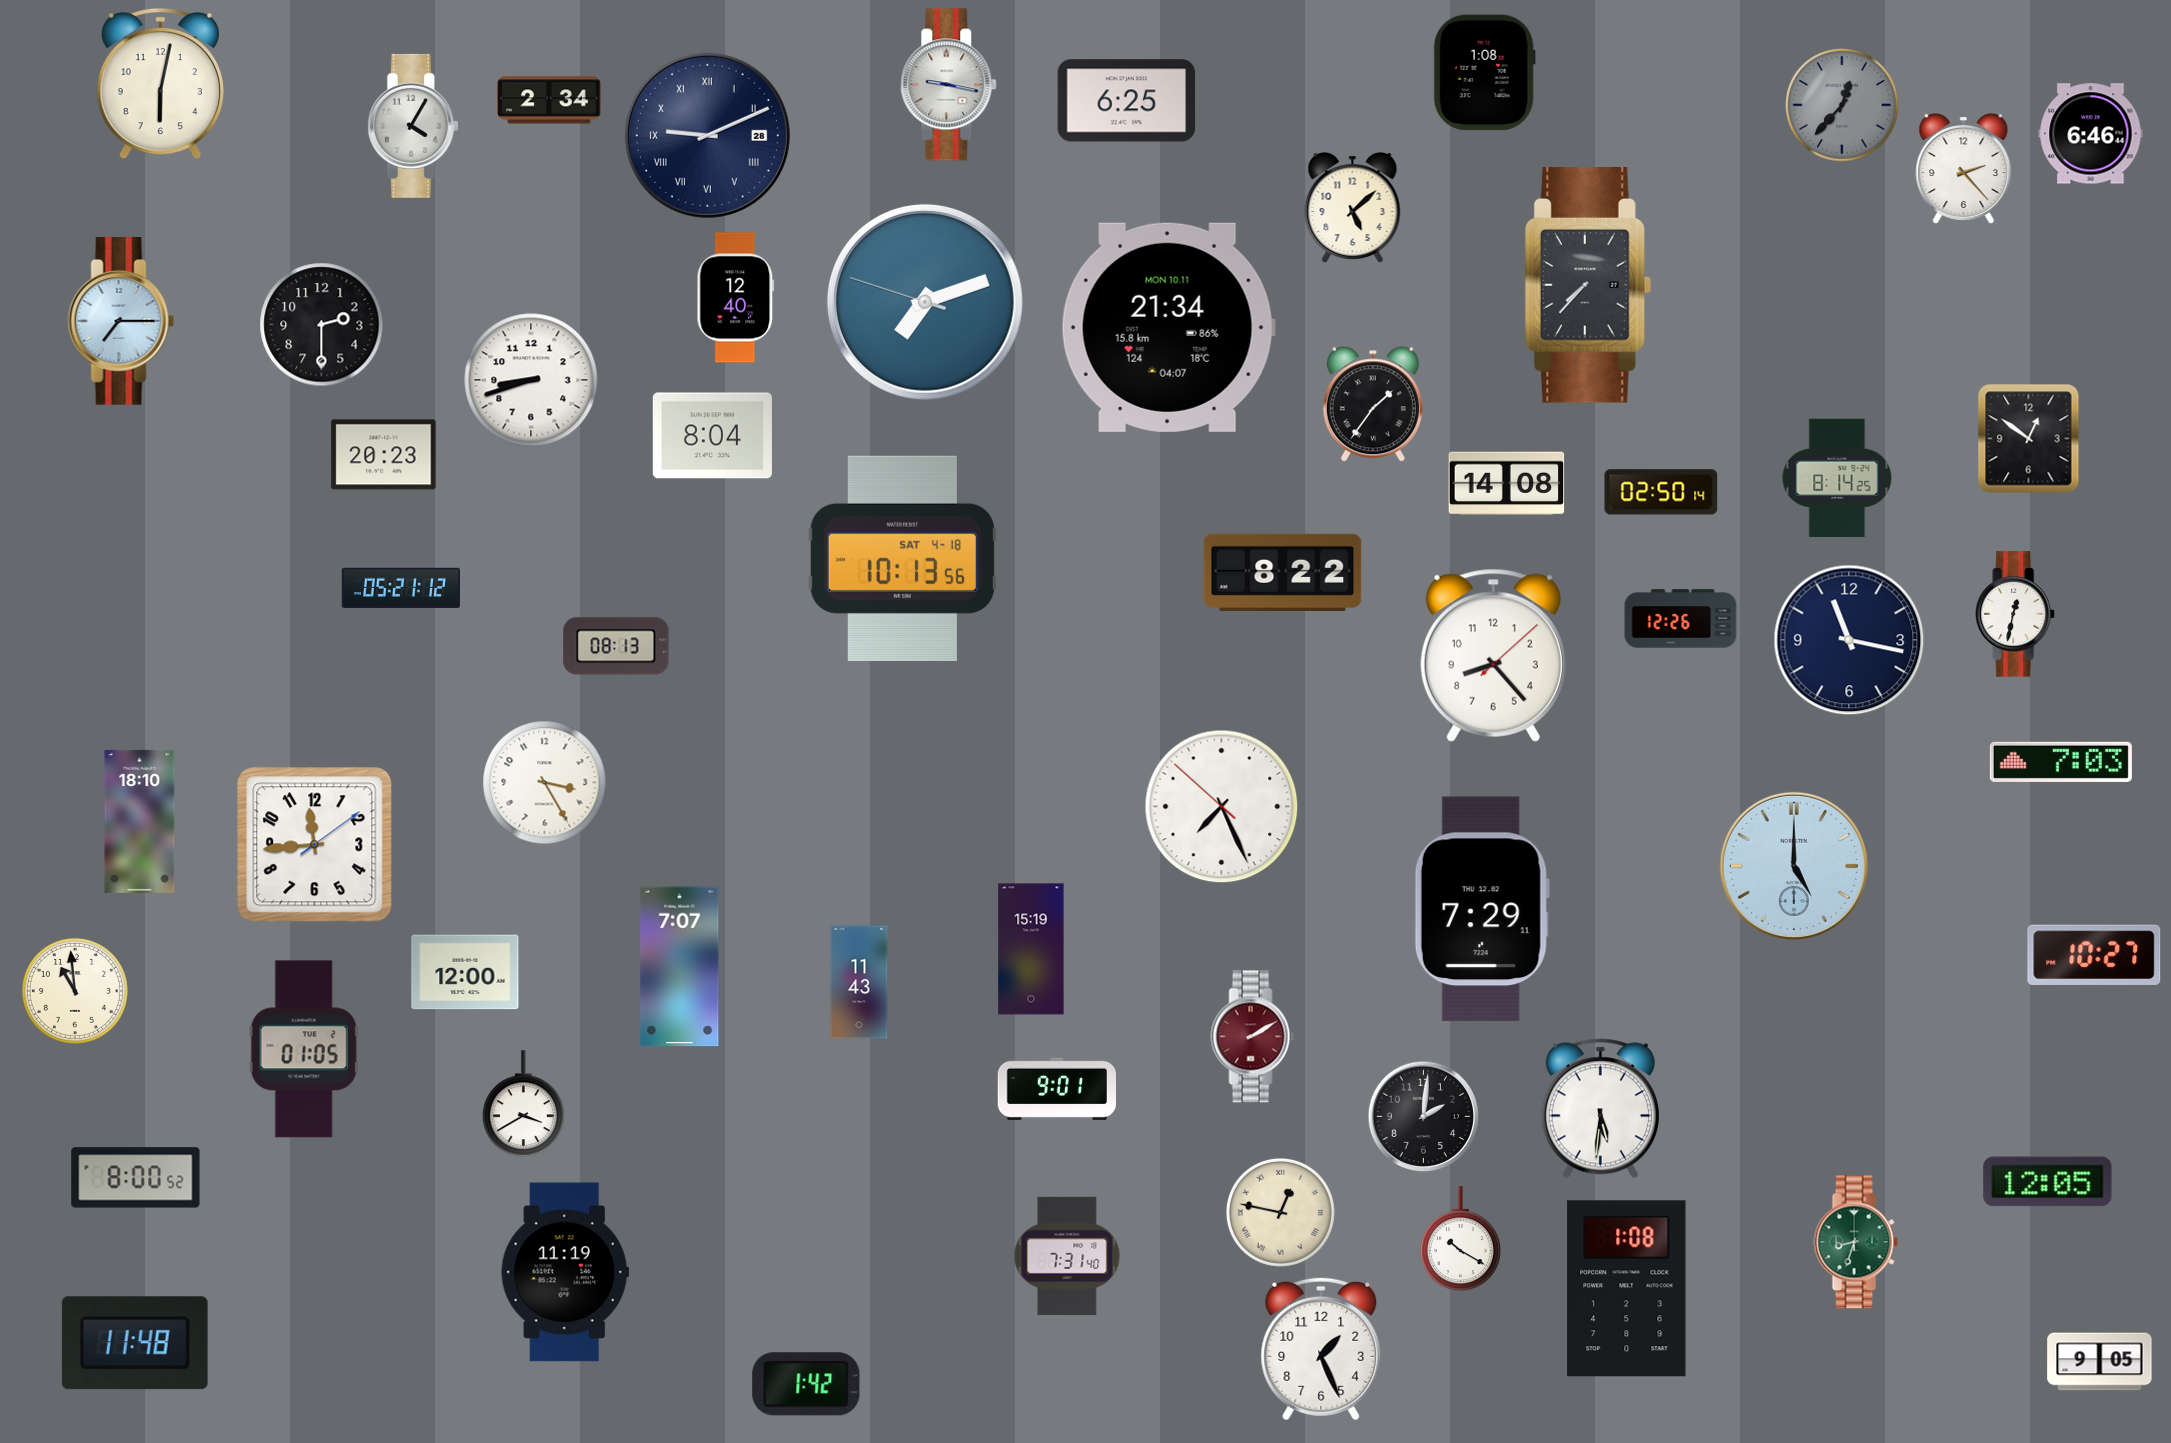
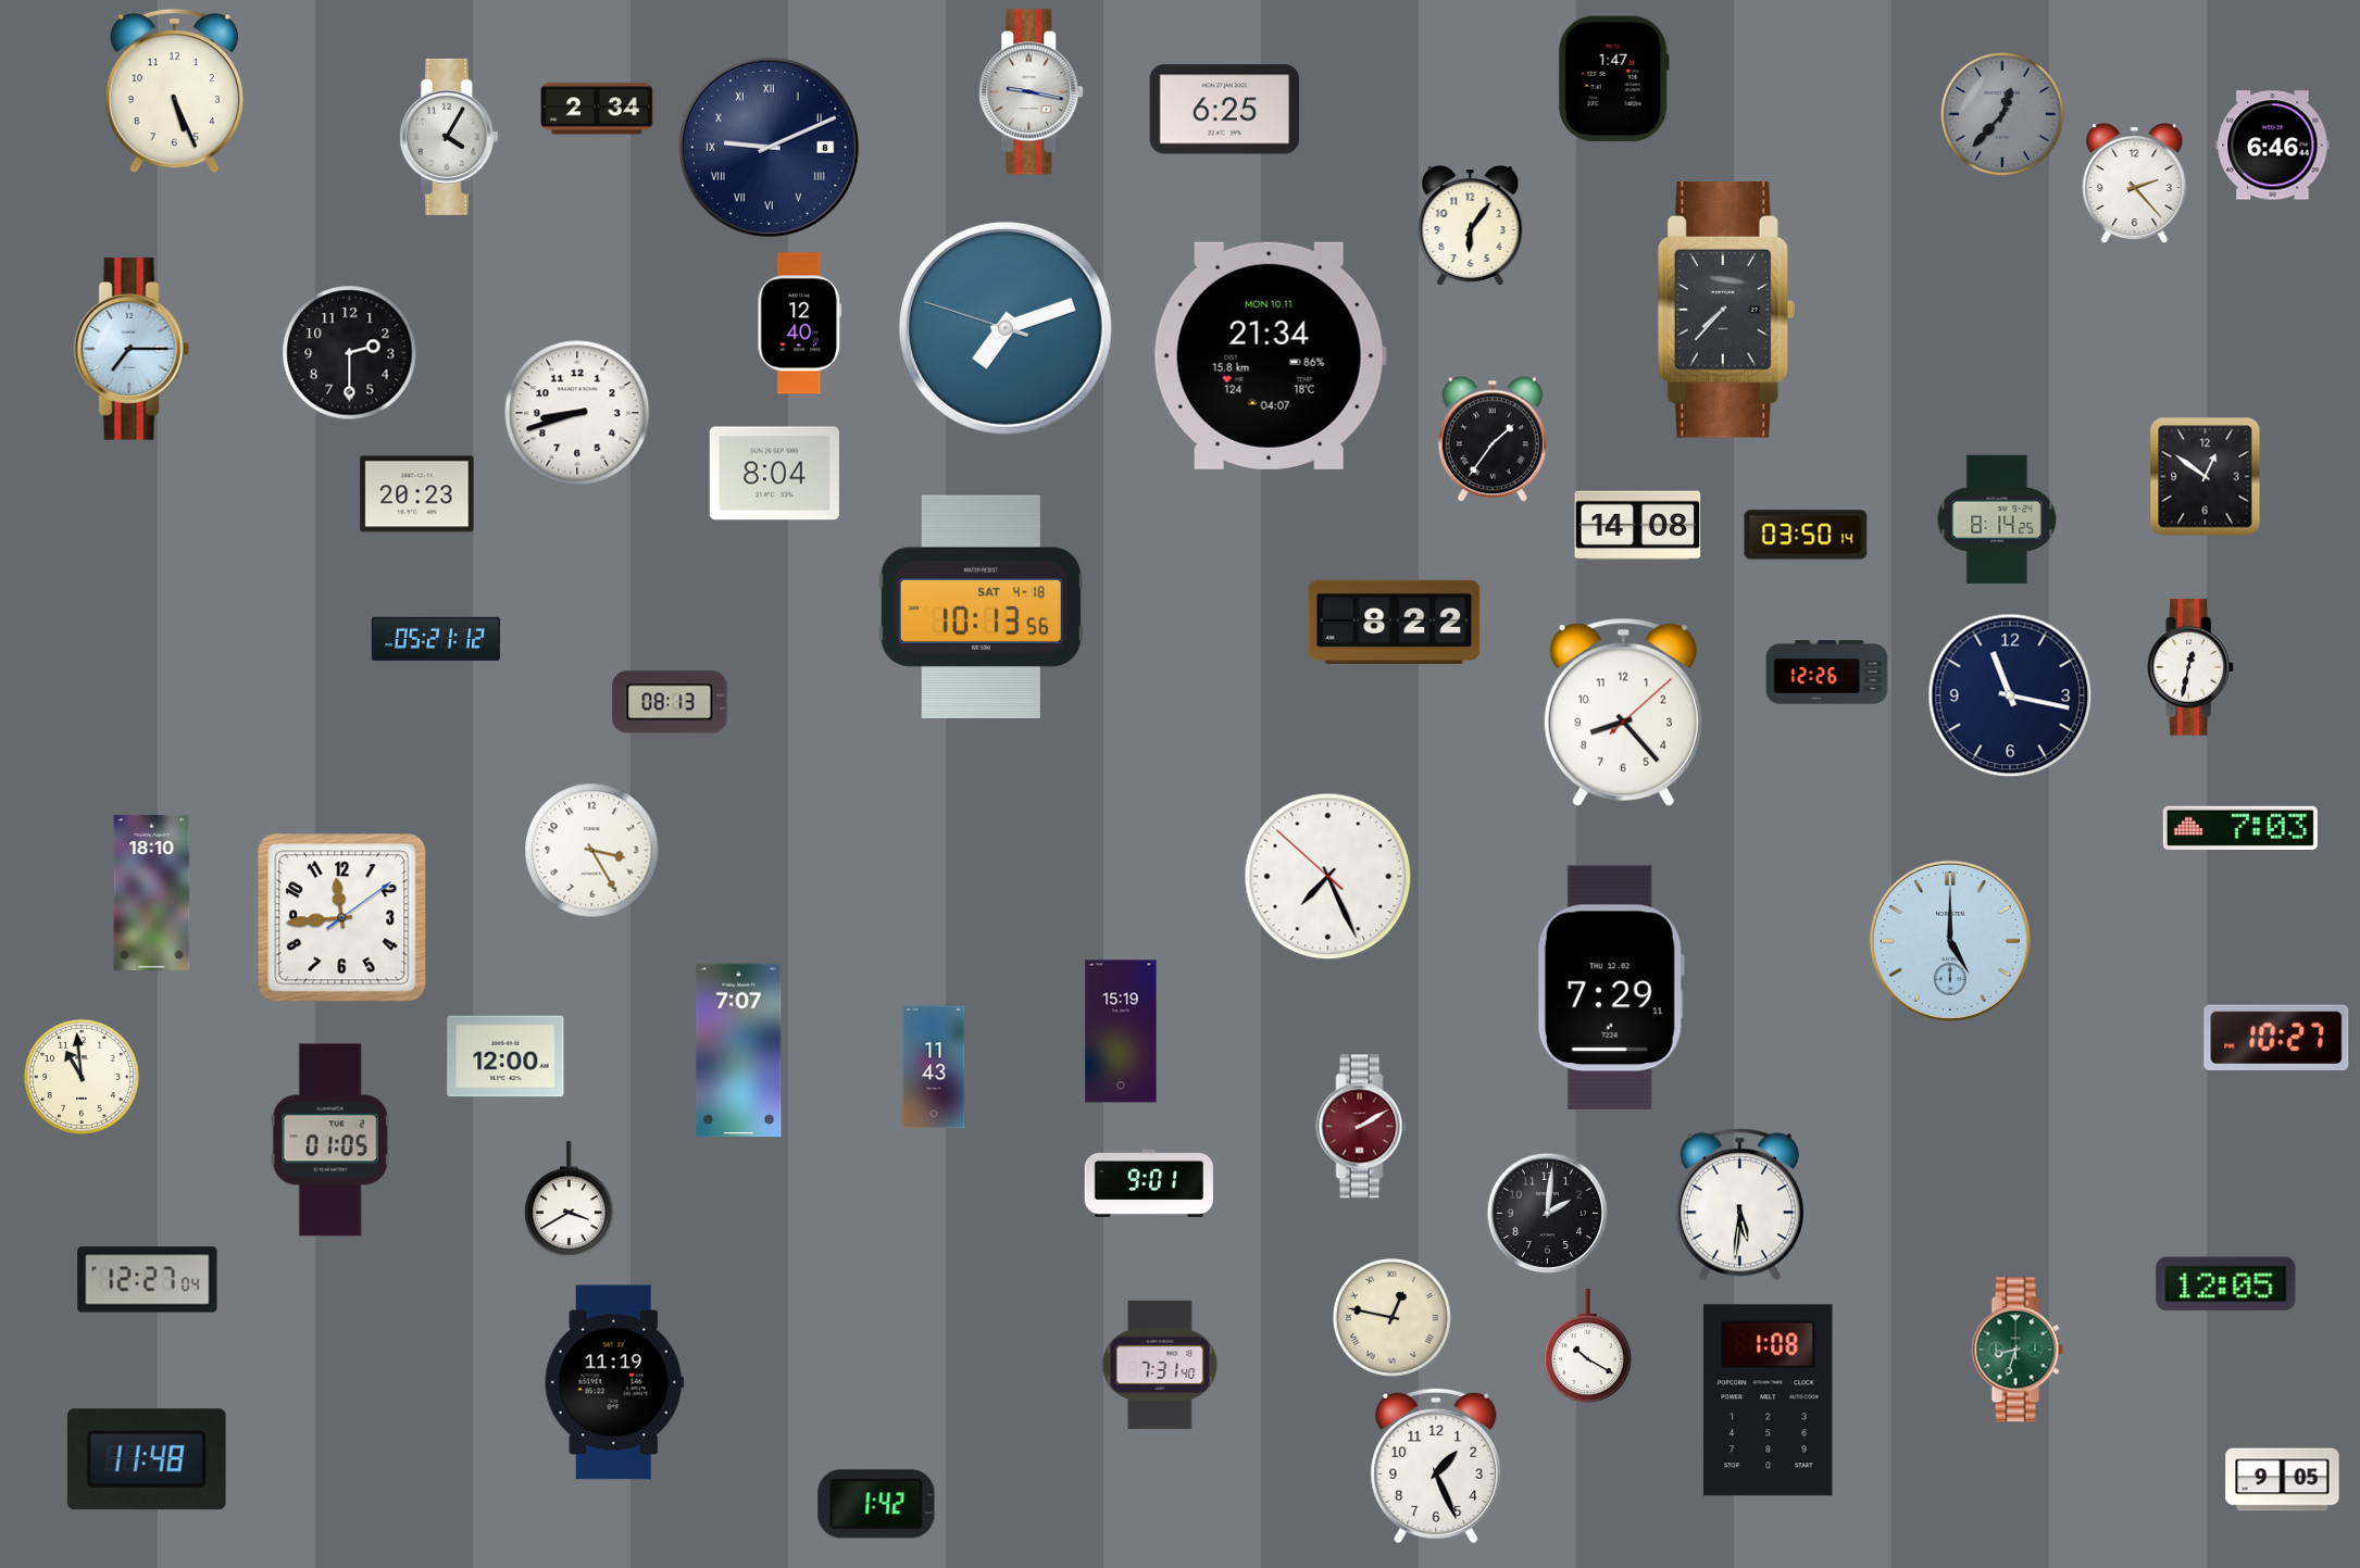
clock at (1484, 73): 1:08 -> 1:47
clock at (160, 84): 6:02 -> 5:26
clock at (707, 135) date: 28 -> 8
clock at (1353, 208): 5:08 -> 6:06
clock at (1661, 492): 02:50 -> 03:50
clock at (136, 1178): 8:00 -> 12:27
